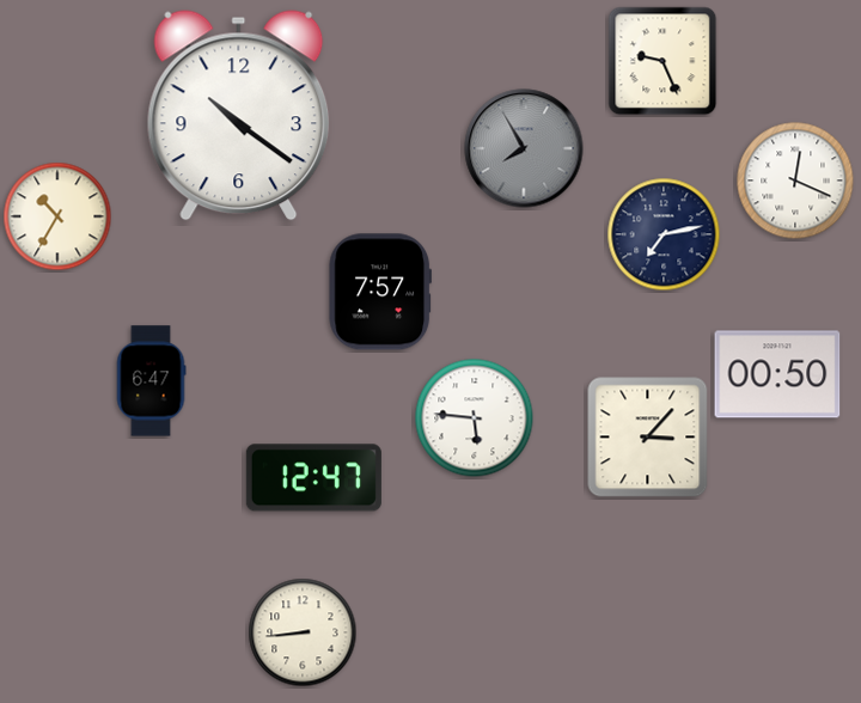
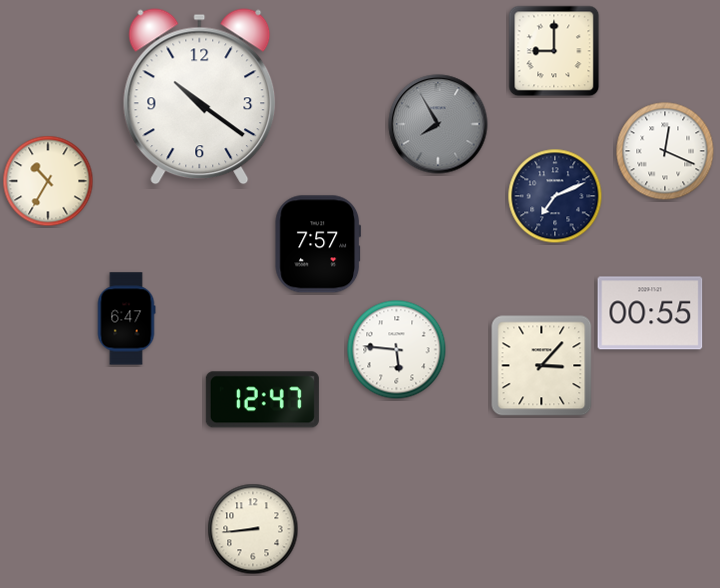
clock at (662, 61): 9:26 -> 9:00
clock at (664, 234): 7:13 -> 7:11
clock at (777, 374): 00:50 -> 00:55
